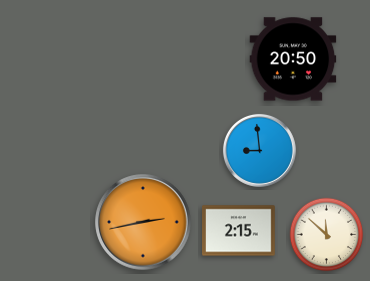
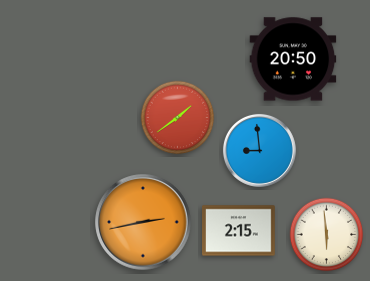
clock at (178, 118): none -> 1:39
clock at (327, 235): 11:52 -> 5:59
